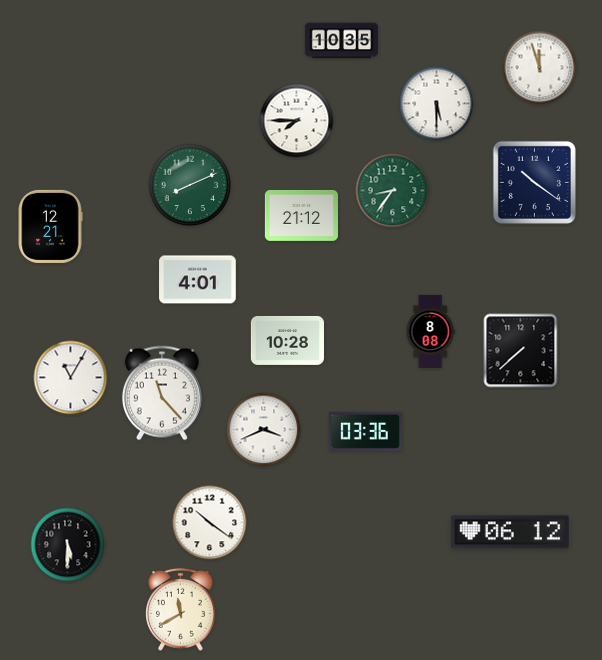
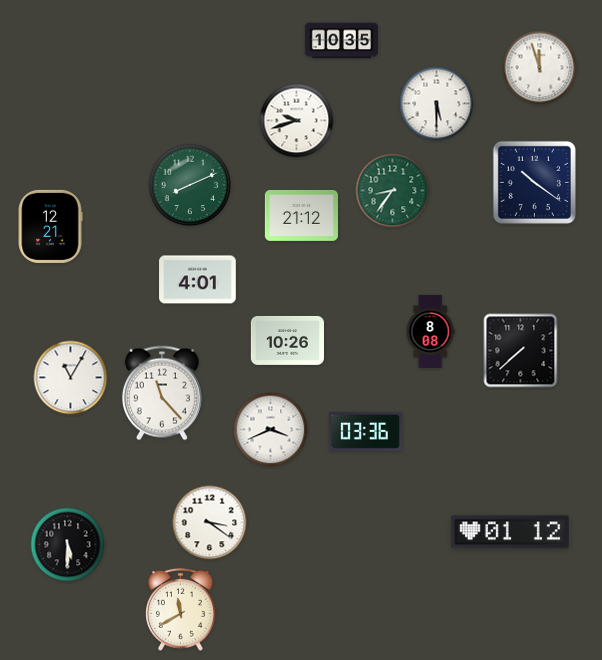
clock at (297, 121): 7:45 -> 9:42
clock at (287, 340): 10:28 -> 10:26
clock at (264, 430) position: (264, 430) -> (271, 430)
clock at (210, 523): 10:21 -> 3:21
clock at (510, 532): 06:12 -> 01:12
